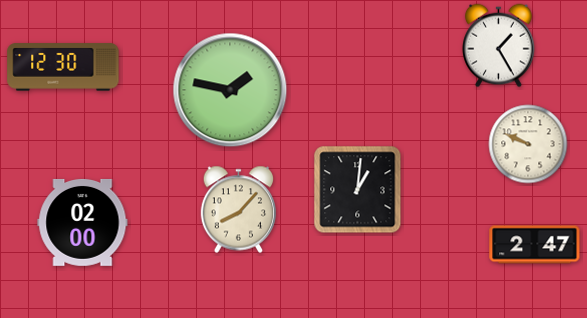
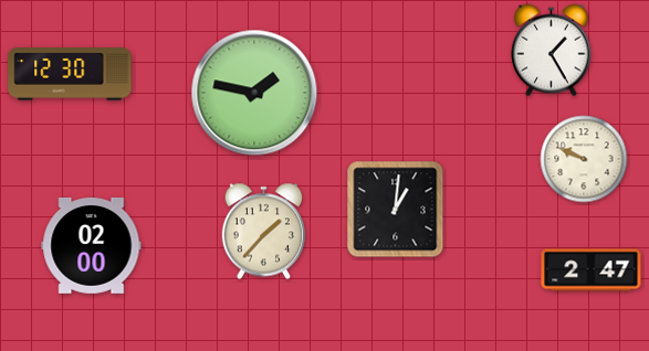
clock at (230, 90) position: (230, 90) -> (254, 93)
clock at (239, 210): 8:07 -> 1:37
